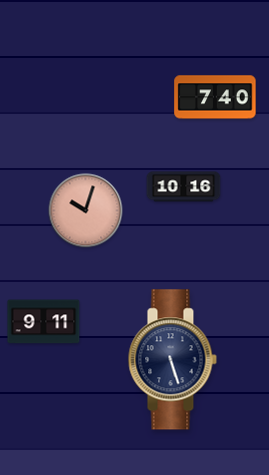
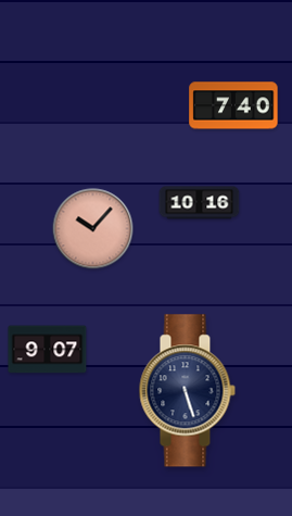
clock at (86, 211): 10:03 -> 10:07
clock at (44, 322): 9:11 -> 9:07
